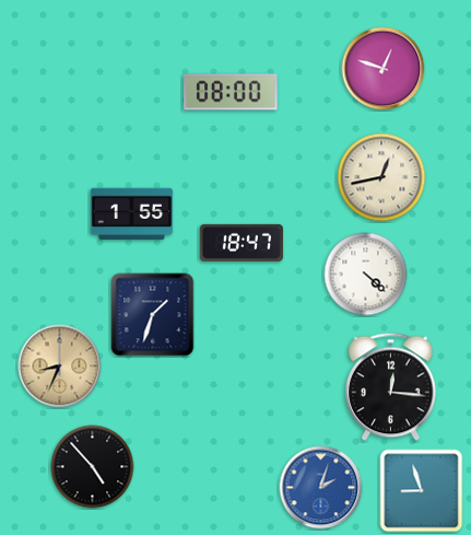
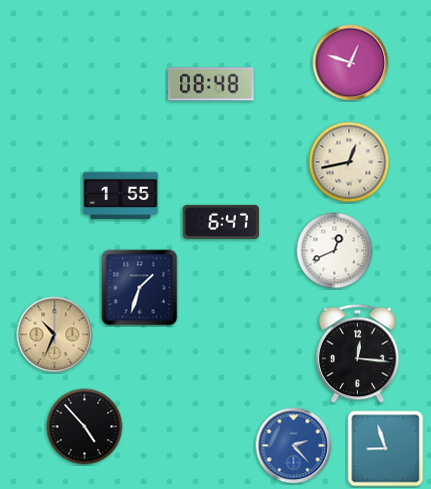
clock at (231, 92): 08:00 -> 08:48
clock at (240, 243): 18:47 -> 6:47
clock at (366, 275): 4:22 -> 12:41
clock at (60, 367): 8:34 -> 10:34
clock at (321, 488): 2:03 -> 2:23
